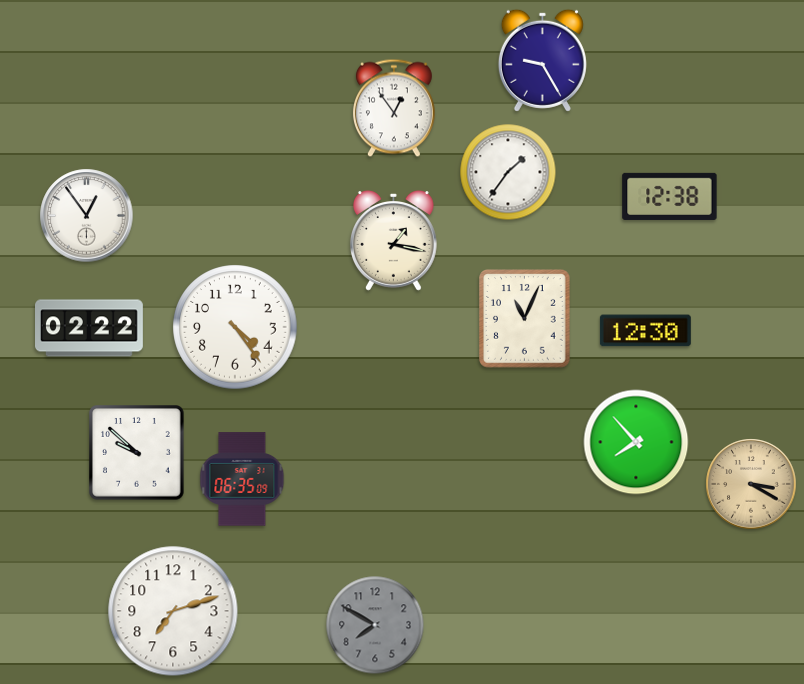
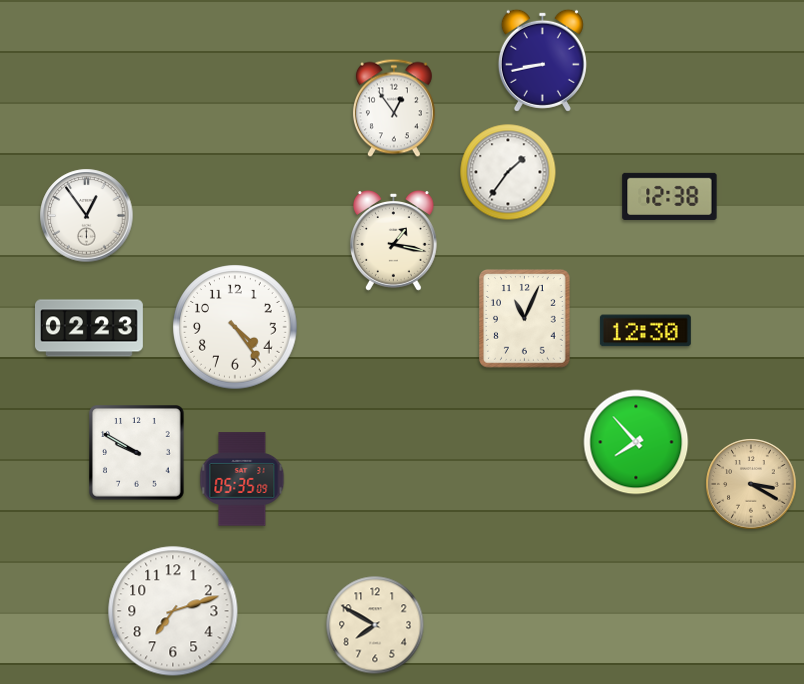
clock at (542, 60): 9:25 -> 8:43
clock at (90, 328): 02:22 -> 02:23
clock at (137, 453): 9:52 -> 9:50
clock at (242, 479): 06:35 -> 05:35
clock at (375, 625) dial: grey -> cream
